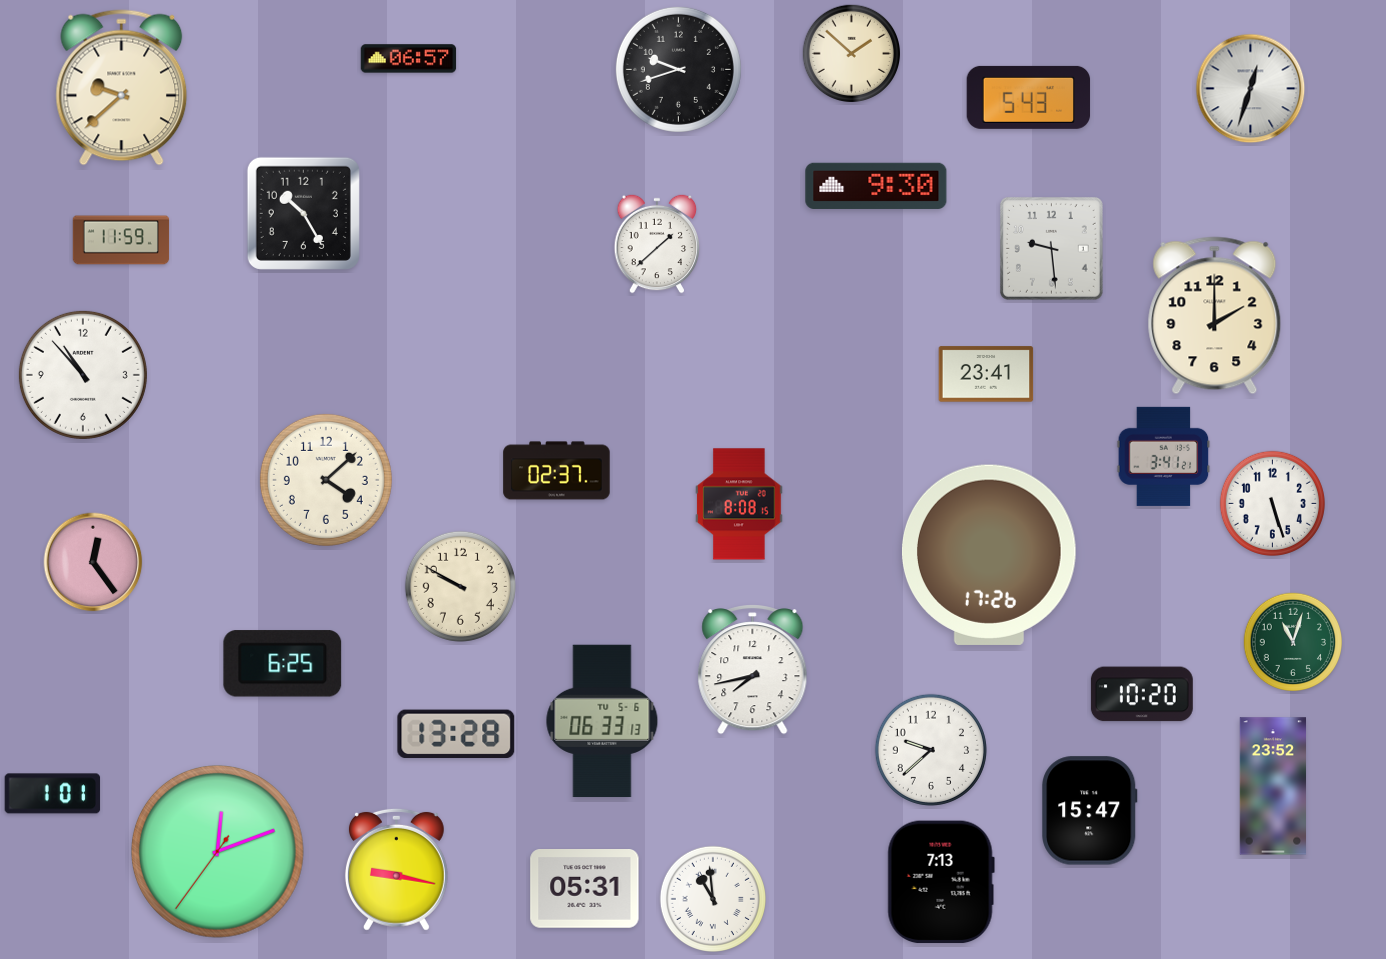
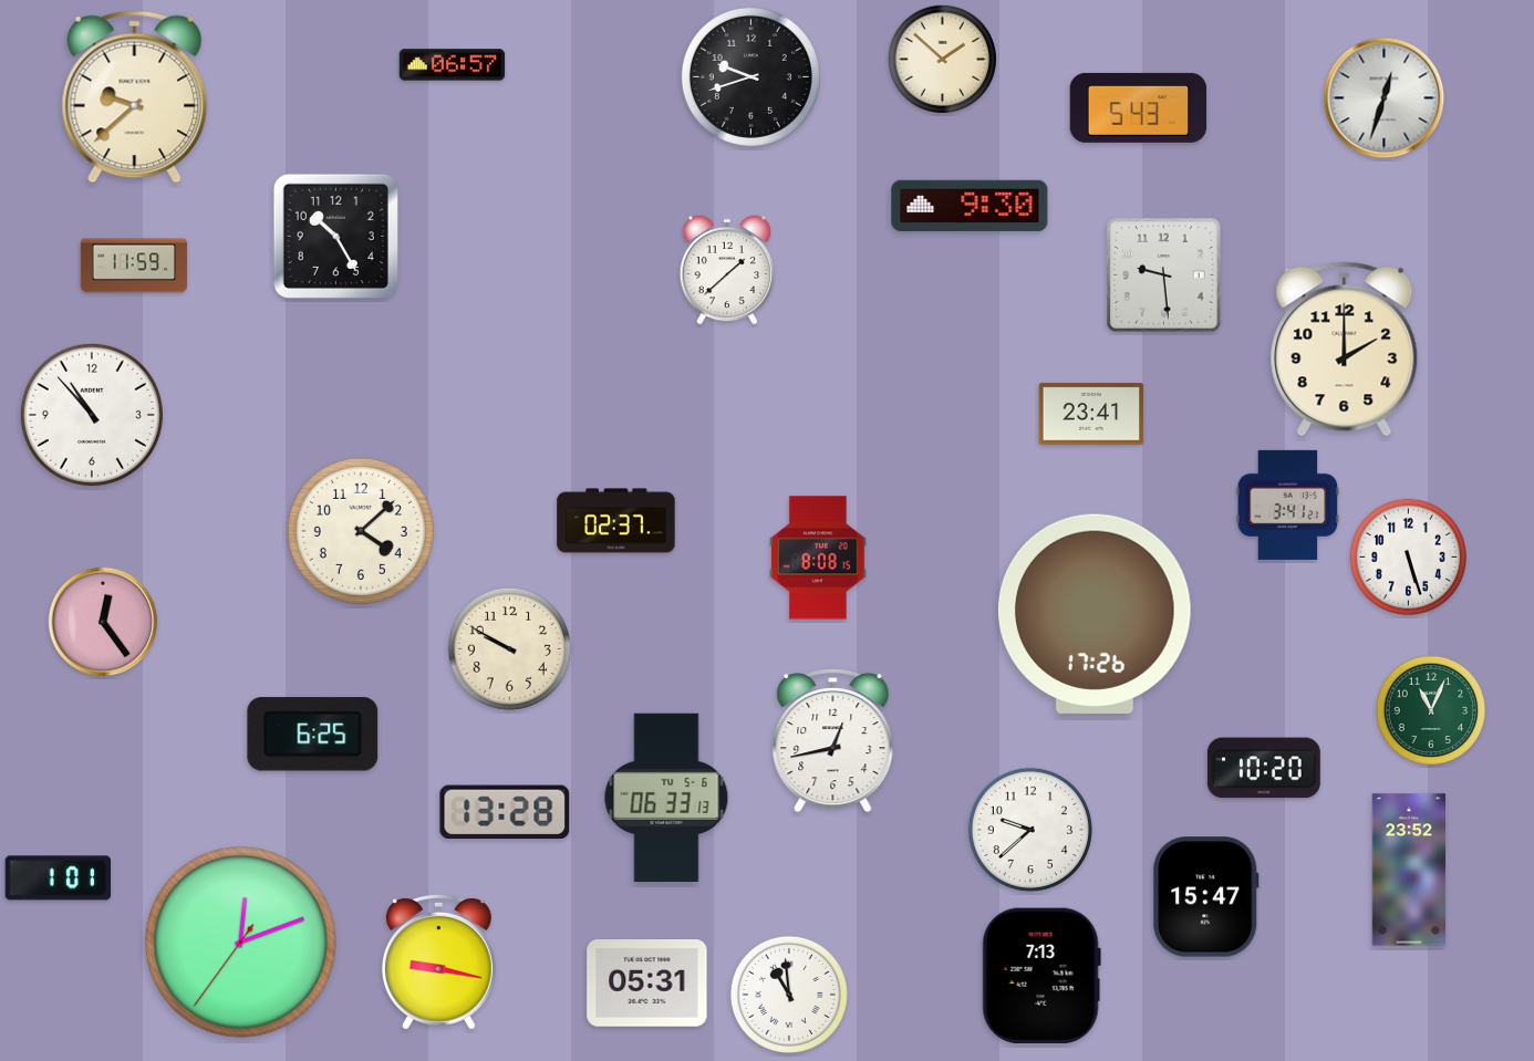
clock at (1292, 641): 11:03 -> 11:04
clock at (753, 670): 7:43 -> 12:43
